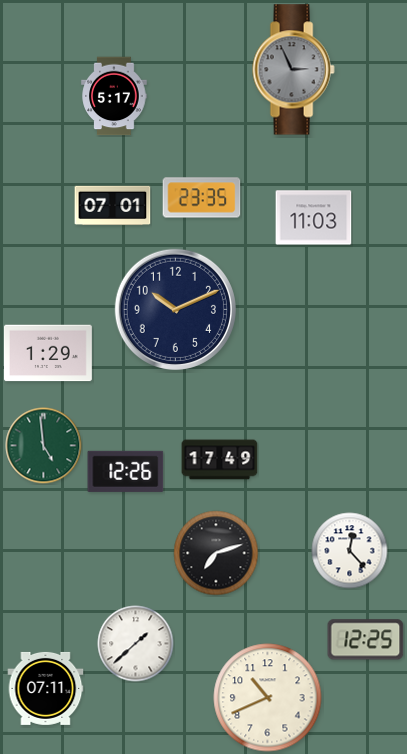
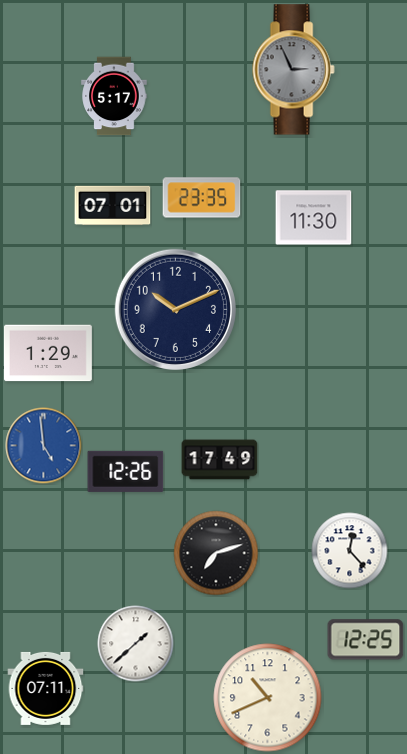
clock at (314, 218): 11:03 -> 11:30
clock at (44, 446) dial: green -> blue
